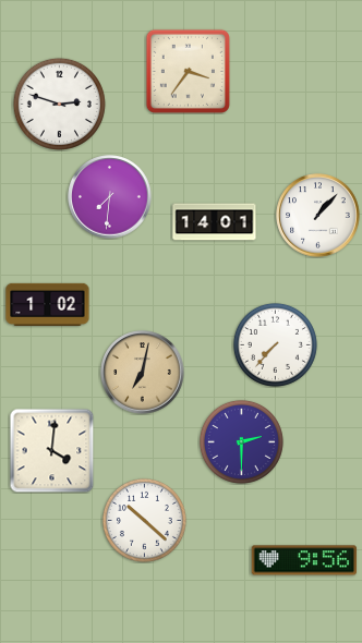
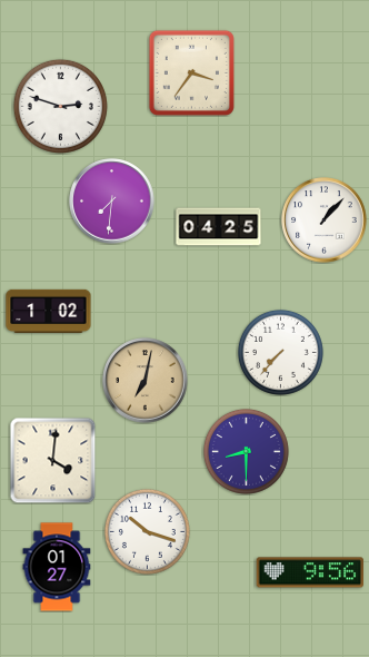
clock at (215, 222): 14:01 -> 04:25
clock at (241, 441): 2:30 -> 8:30
clock at (144, 520): 10:22 -> 10:18
clock at (57, 567): none -> 01:27
